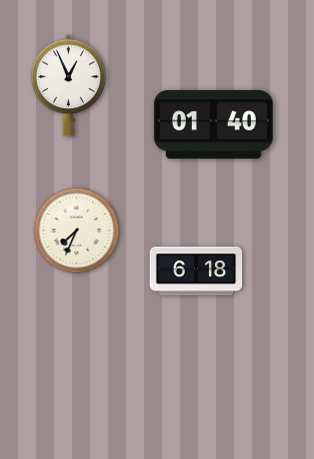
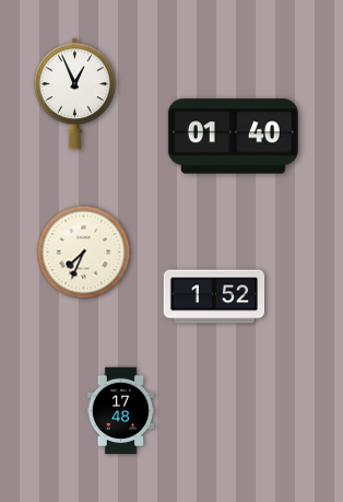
clock at (196, 271): 6:18 -> 1:52
clock at (121, 411): none -> 17:48
